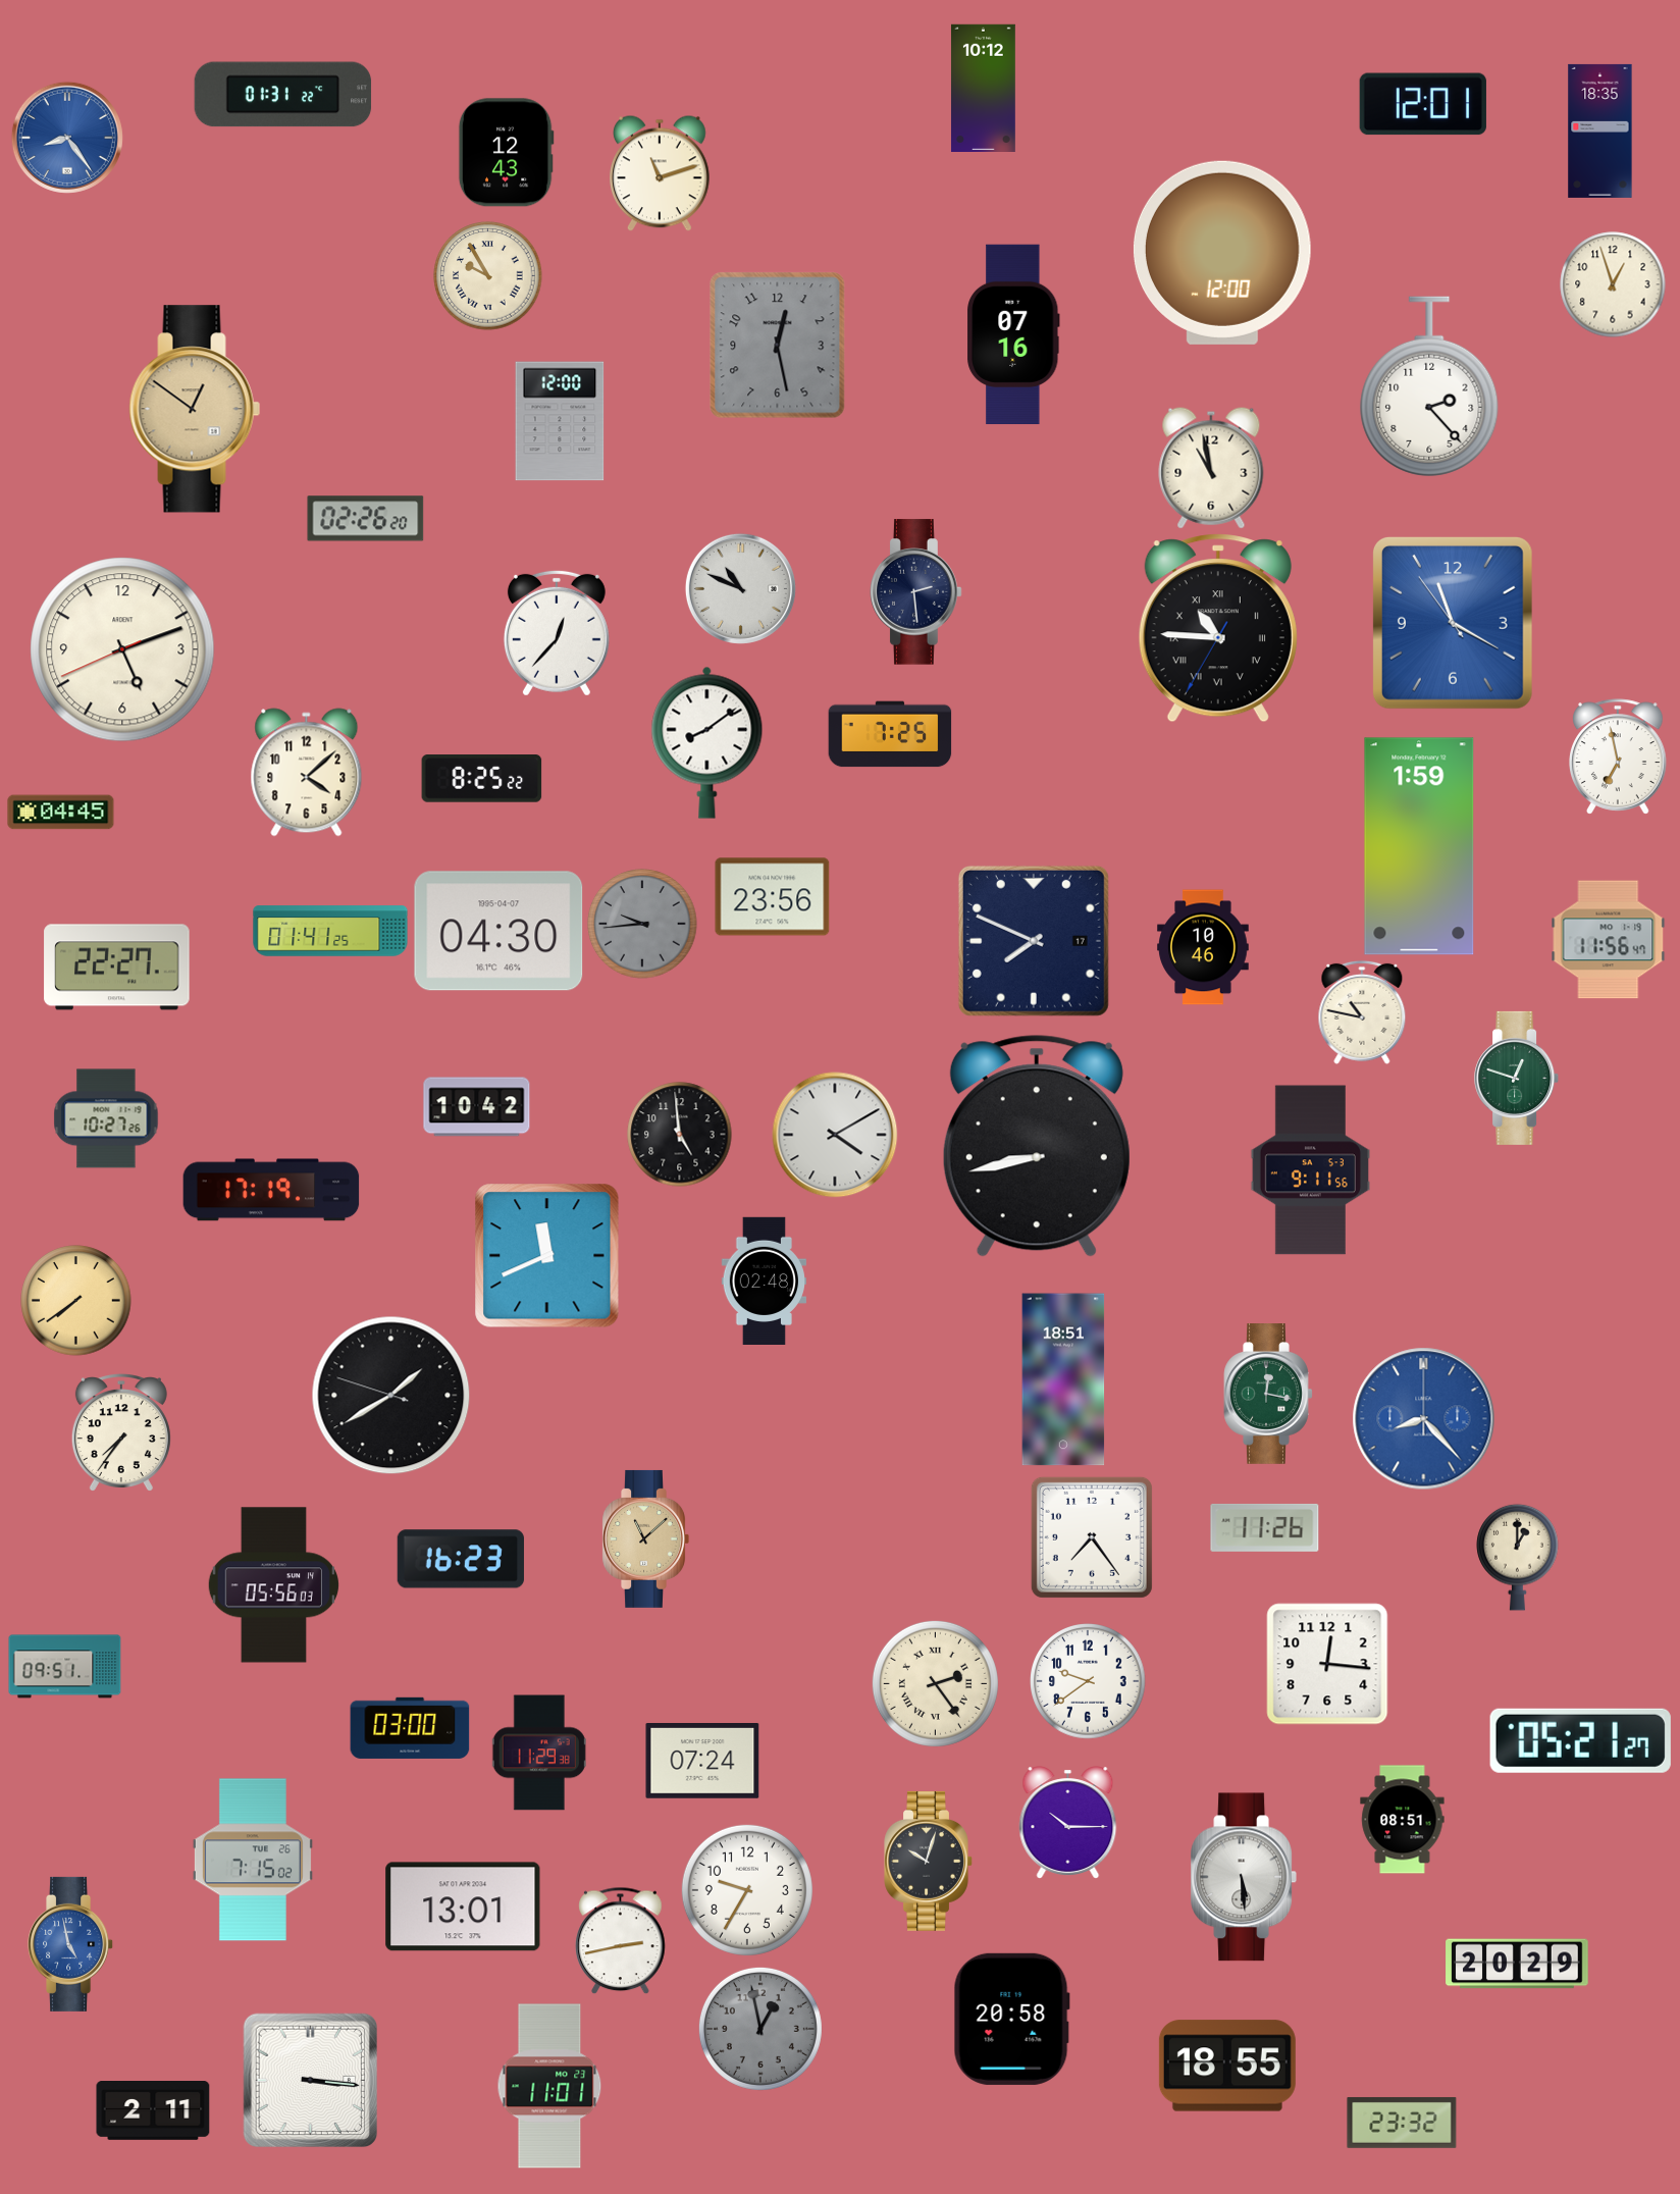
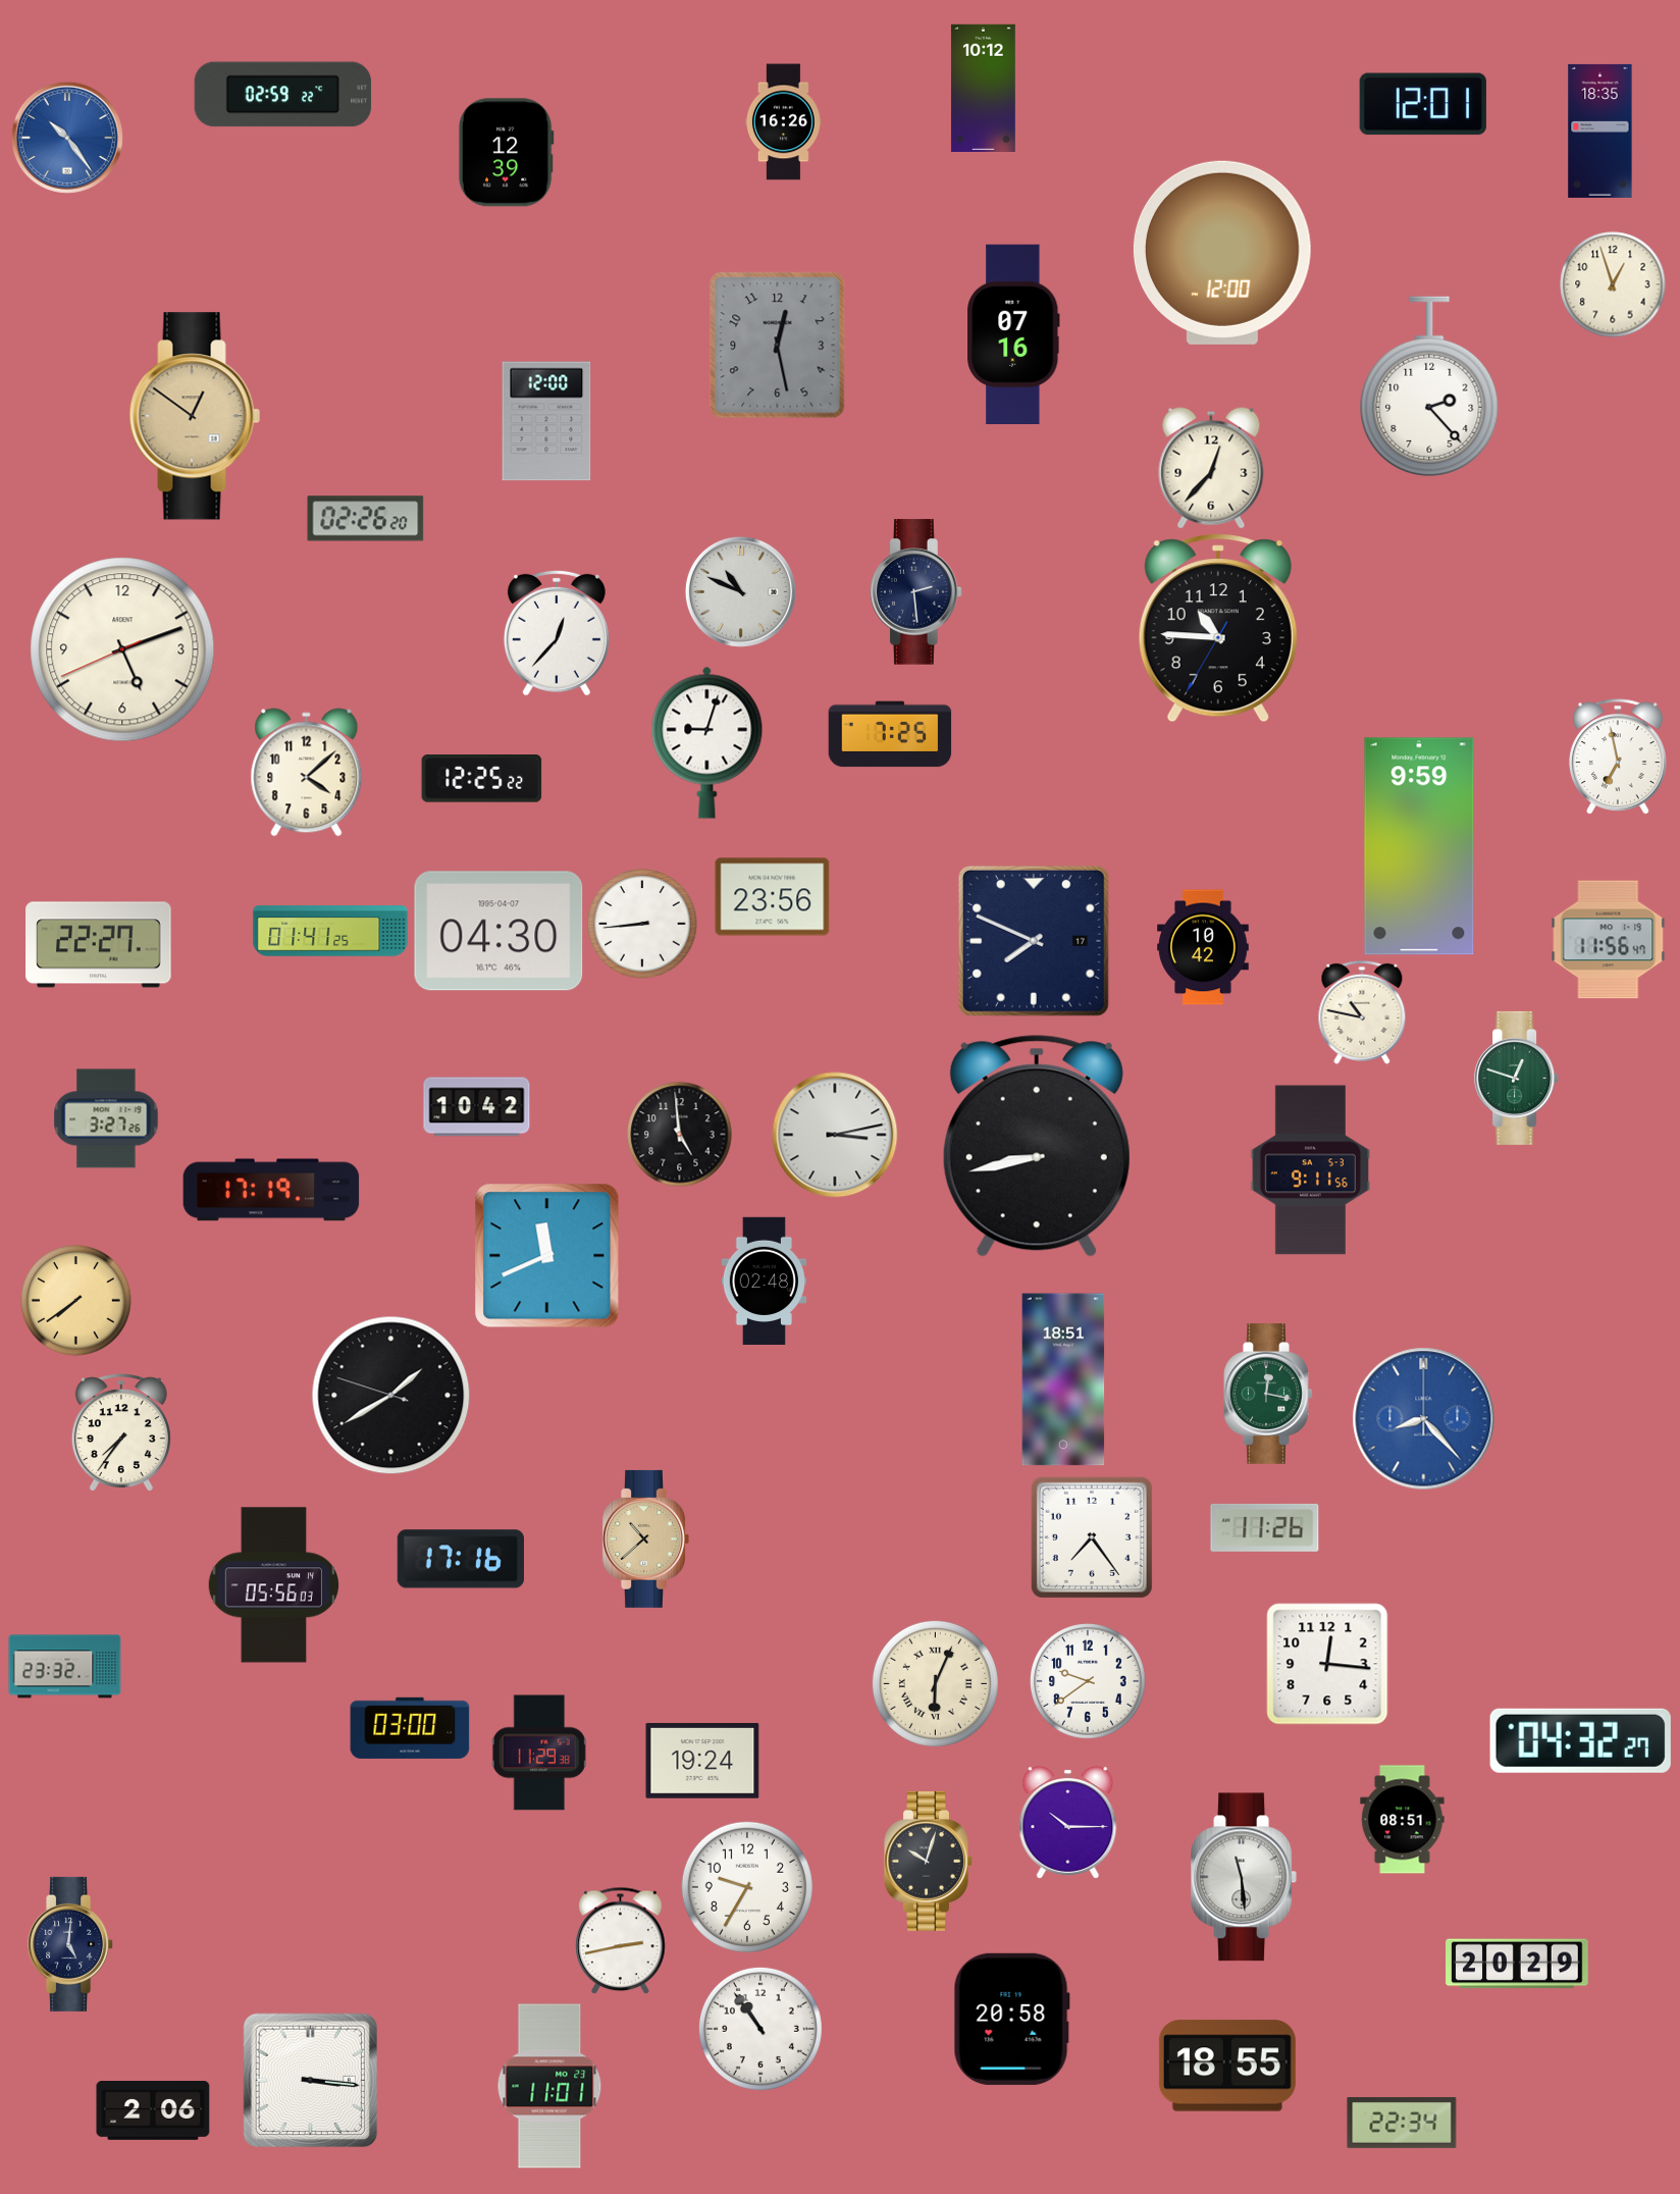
clock at (283, 95): 01:31 -> 02:59
clock at (783, 122): none -> 16:26
clock at (67, 138): 8:24 -> 10:24
clock at (506, 153): 12:43 -> 12:39
clock at (661, 173): 11:12 -> none
clock at (488, 276): 9:55 -> none
clock at (195, 409) position: (195, 409) -> (195, 416)
clock at (560, 421) position: (560, 421) -> (546, 421)
clock at (1211, 468): 10:58 -> 12:37
clock at (740, 588) position: (740, 588) -> (740, 591)
clock at (1453, 623): 11:19 -> none
clock at (1218, 628) numerals: Roman -> Arabic
clock at (707, 742): 8:09 -> 9:03
clock at (482, 779): 8:25 -> 12:25
clock at (61, 813): 04:45 -> none
clock at (1419, 846): 1:59 -> 9:59
clock at (642, 924): 9:44 -> 8:44
clock at (642, 924) dial: grey -> white
clock at (1203, 947): 10:46 -> 10:42
clock at (117, 968) position: (117, 968) -> (99, 945)
clock at (106, 1118): 10:27 -> 3:27
clock at (835, 1135): 4:10 -> 3:13
clock at (645, 1538): 11:08 -> 10:38
clock at (1518, 1557): 1:00 -> none
clock at (461, 1559): 16:23 -> 17:16
clock at (65, 1667): 09:51 -> 23:32
clock at (935, 1683): 2:24 -> 6:04
clock at (1580, 1740): 05:21 -> 04:32
clock at (702, 1762): 07:24 -> 19:24
clock at (253, 1860): 7:15 -> none
clock at (1243, 1877): 5:29 -> 11:29
clock at (747, 1890) position: (747, 1890) -> (747, 1887)
clock at (463, 1906): 13:01 -> none
clock at (71, 1944): 4:58 -> 5:01
clock at (71, 1944) dial: blue -> navy
clock at (760, 2029): 12:58 -> 10:54
clock at (760, 2029) dial: grey -> white
clock at (153, 2111): 2:11 -> 2:06
clock at (1402, 2123): 23:32 -> 22:34
